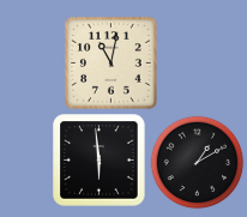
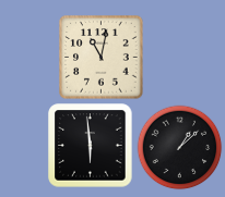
clock at (197, 162): 1:10 -> 1:08
